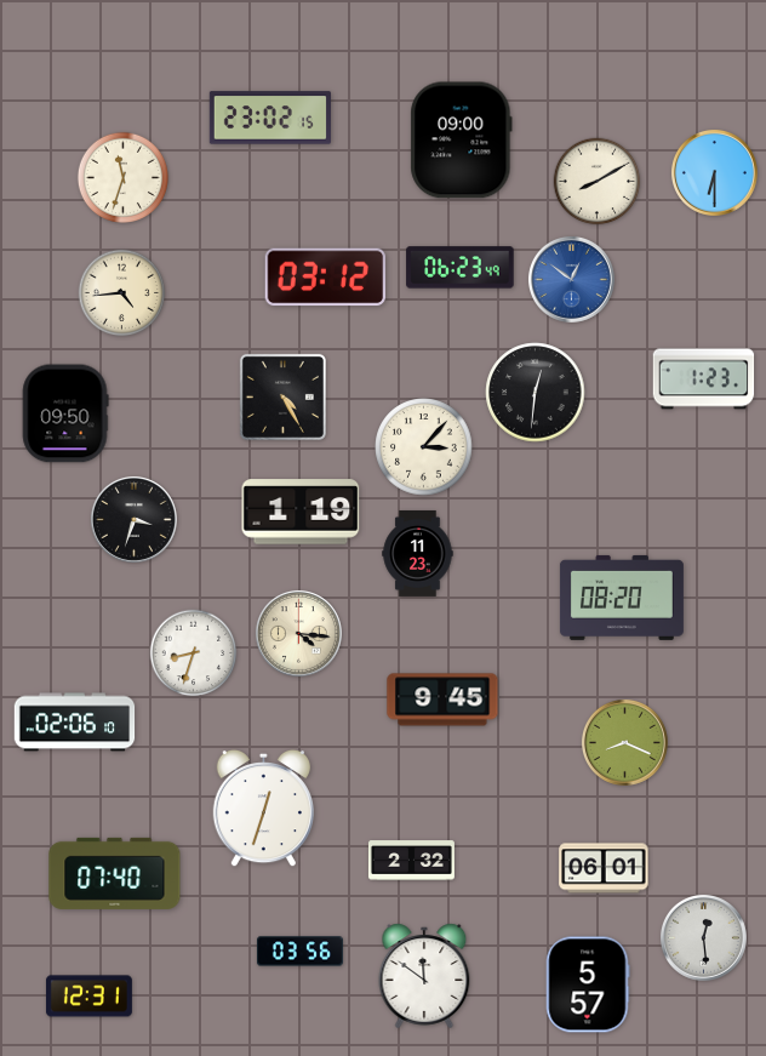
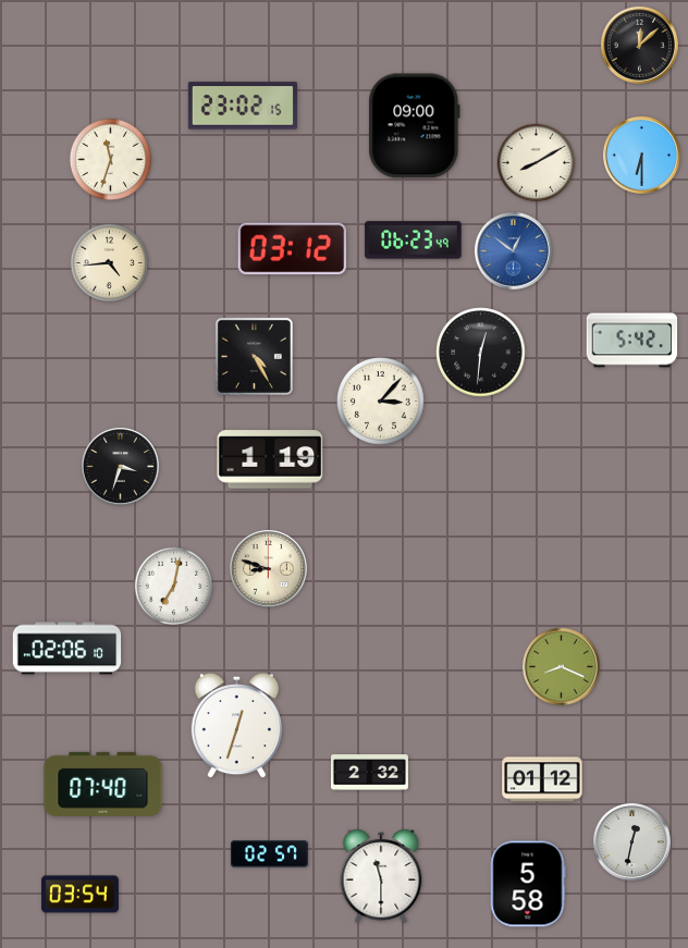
clock at (639, 45): none -> 12:08
clock at (704, 379): 1:23 -> 5:42
clock at (65, 413): 09:50 -> none
clock at (418, 553): 11:23 -> none
clock at (622, 598): 08:20 -> none
clock at (298, 633): 4:16 -> 8:48
clock at (194, 653): 8:33 -> 7:02
clock at (442, 700): 9:45 -> none
clock at (604, 868): 06:01 -> 01:12
clock at (703, 937): 12:29 -> 12:32
clock at (299, 952): 03:56 -> 02:57
clock at (424, 976): 11:51 -> 11:30
clock at (588, 984): 5:57 -> 5:58
clock at (88, 997): 12:31 -> 03:54
